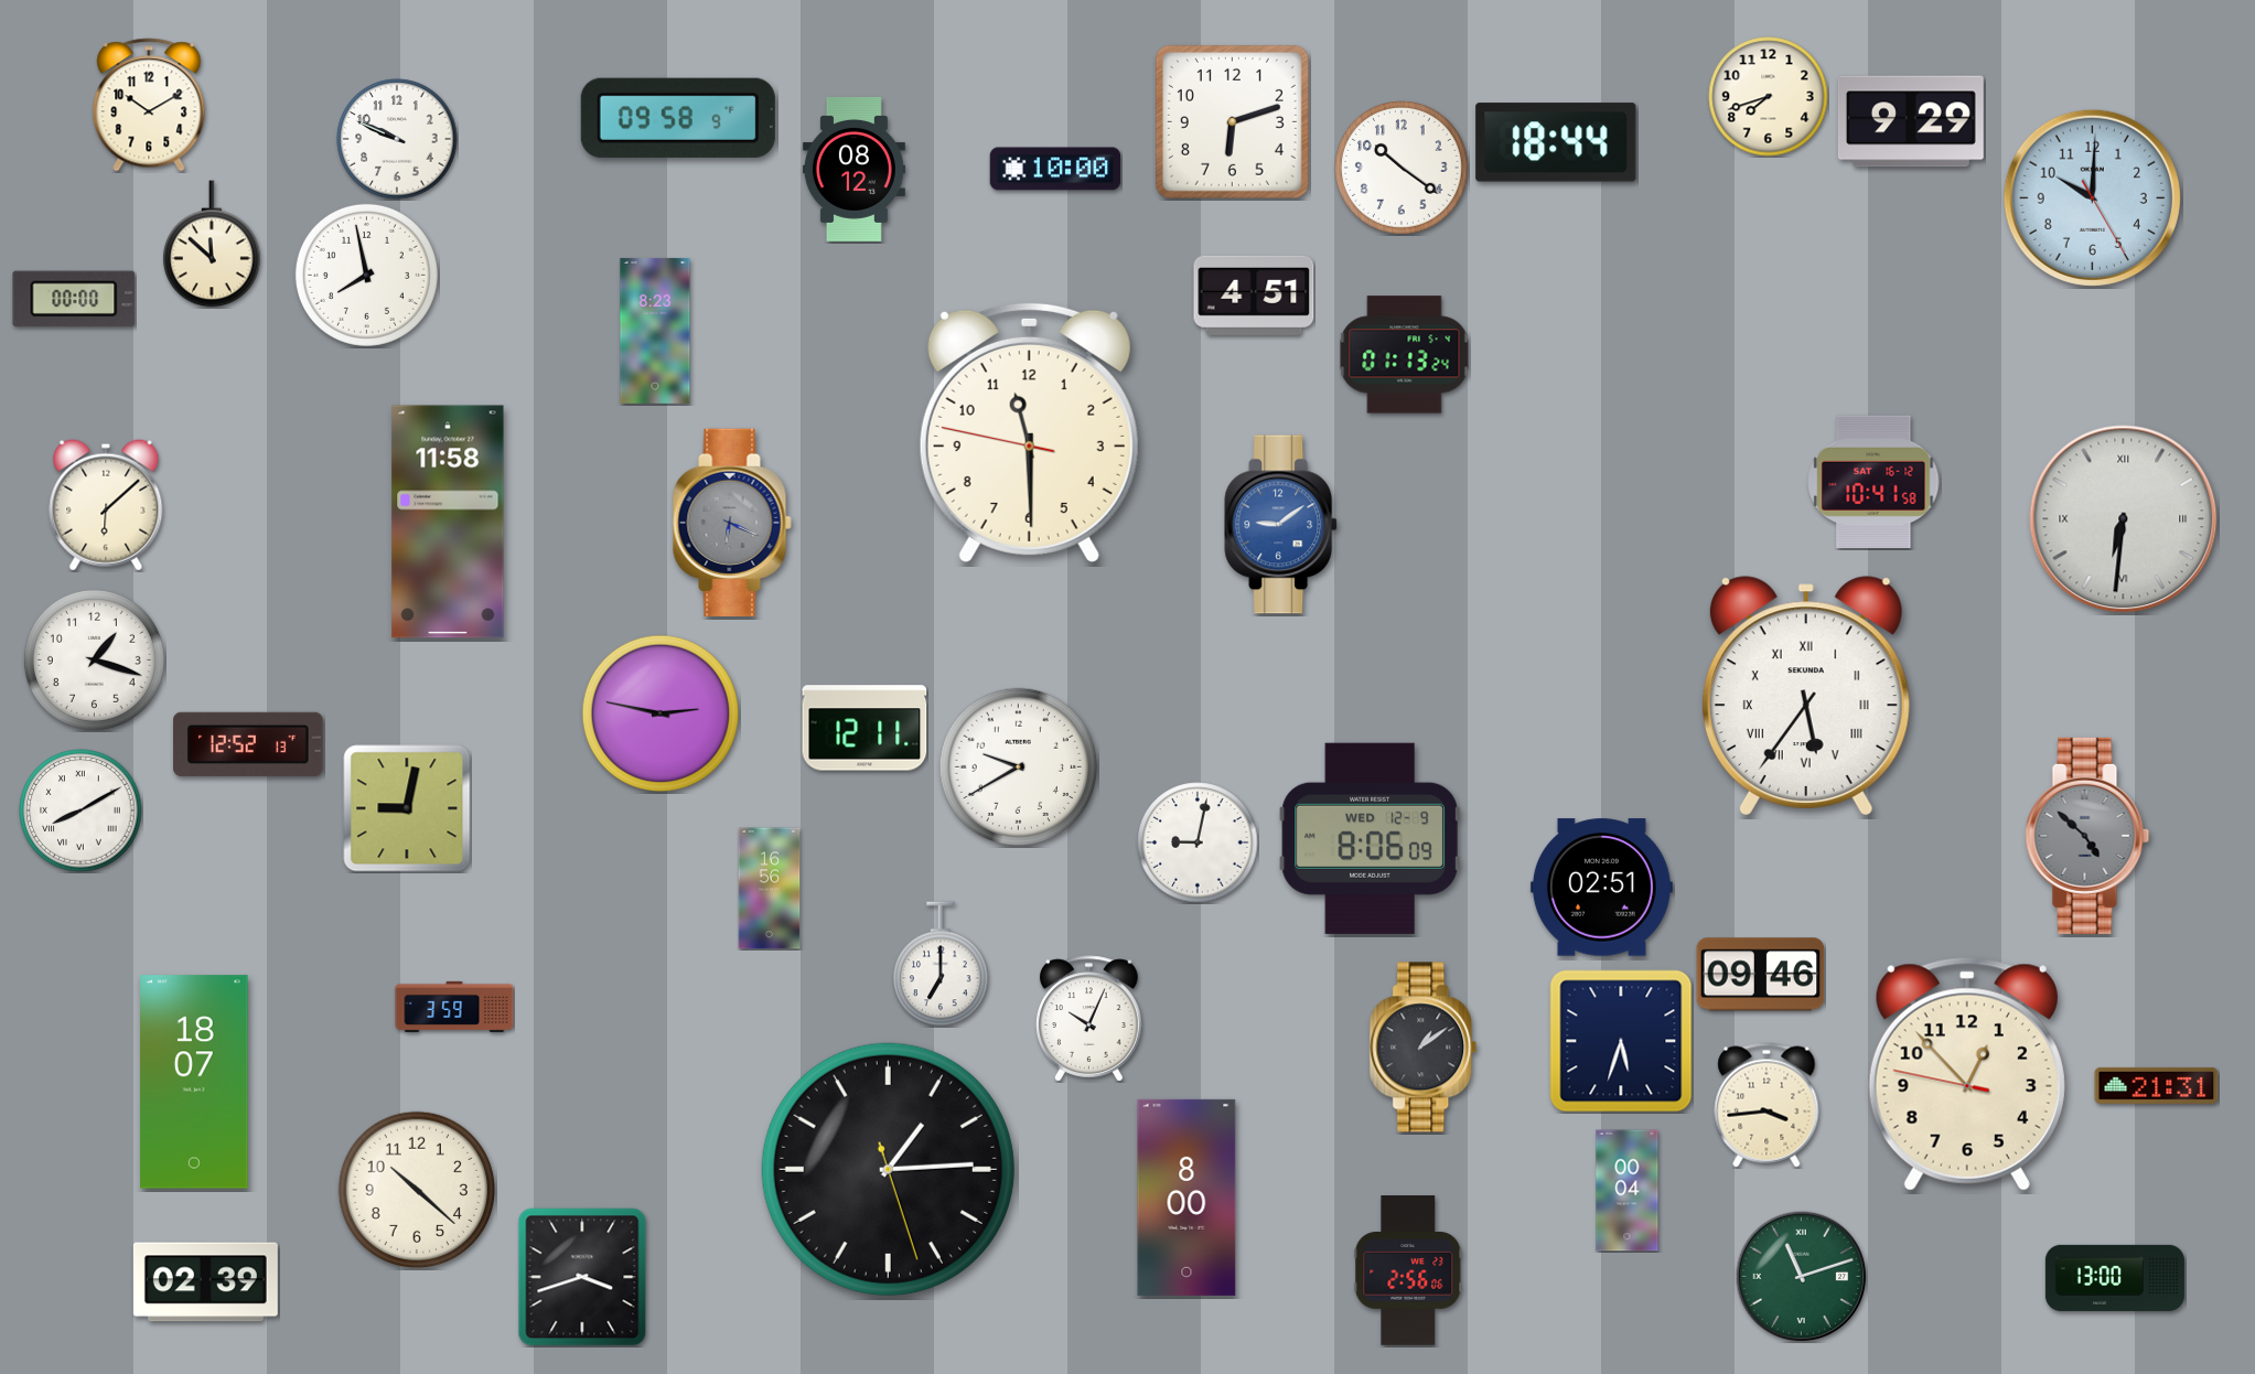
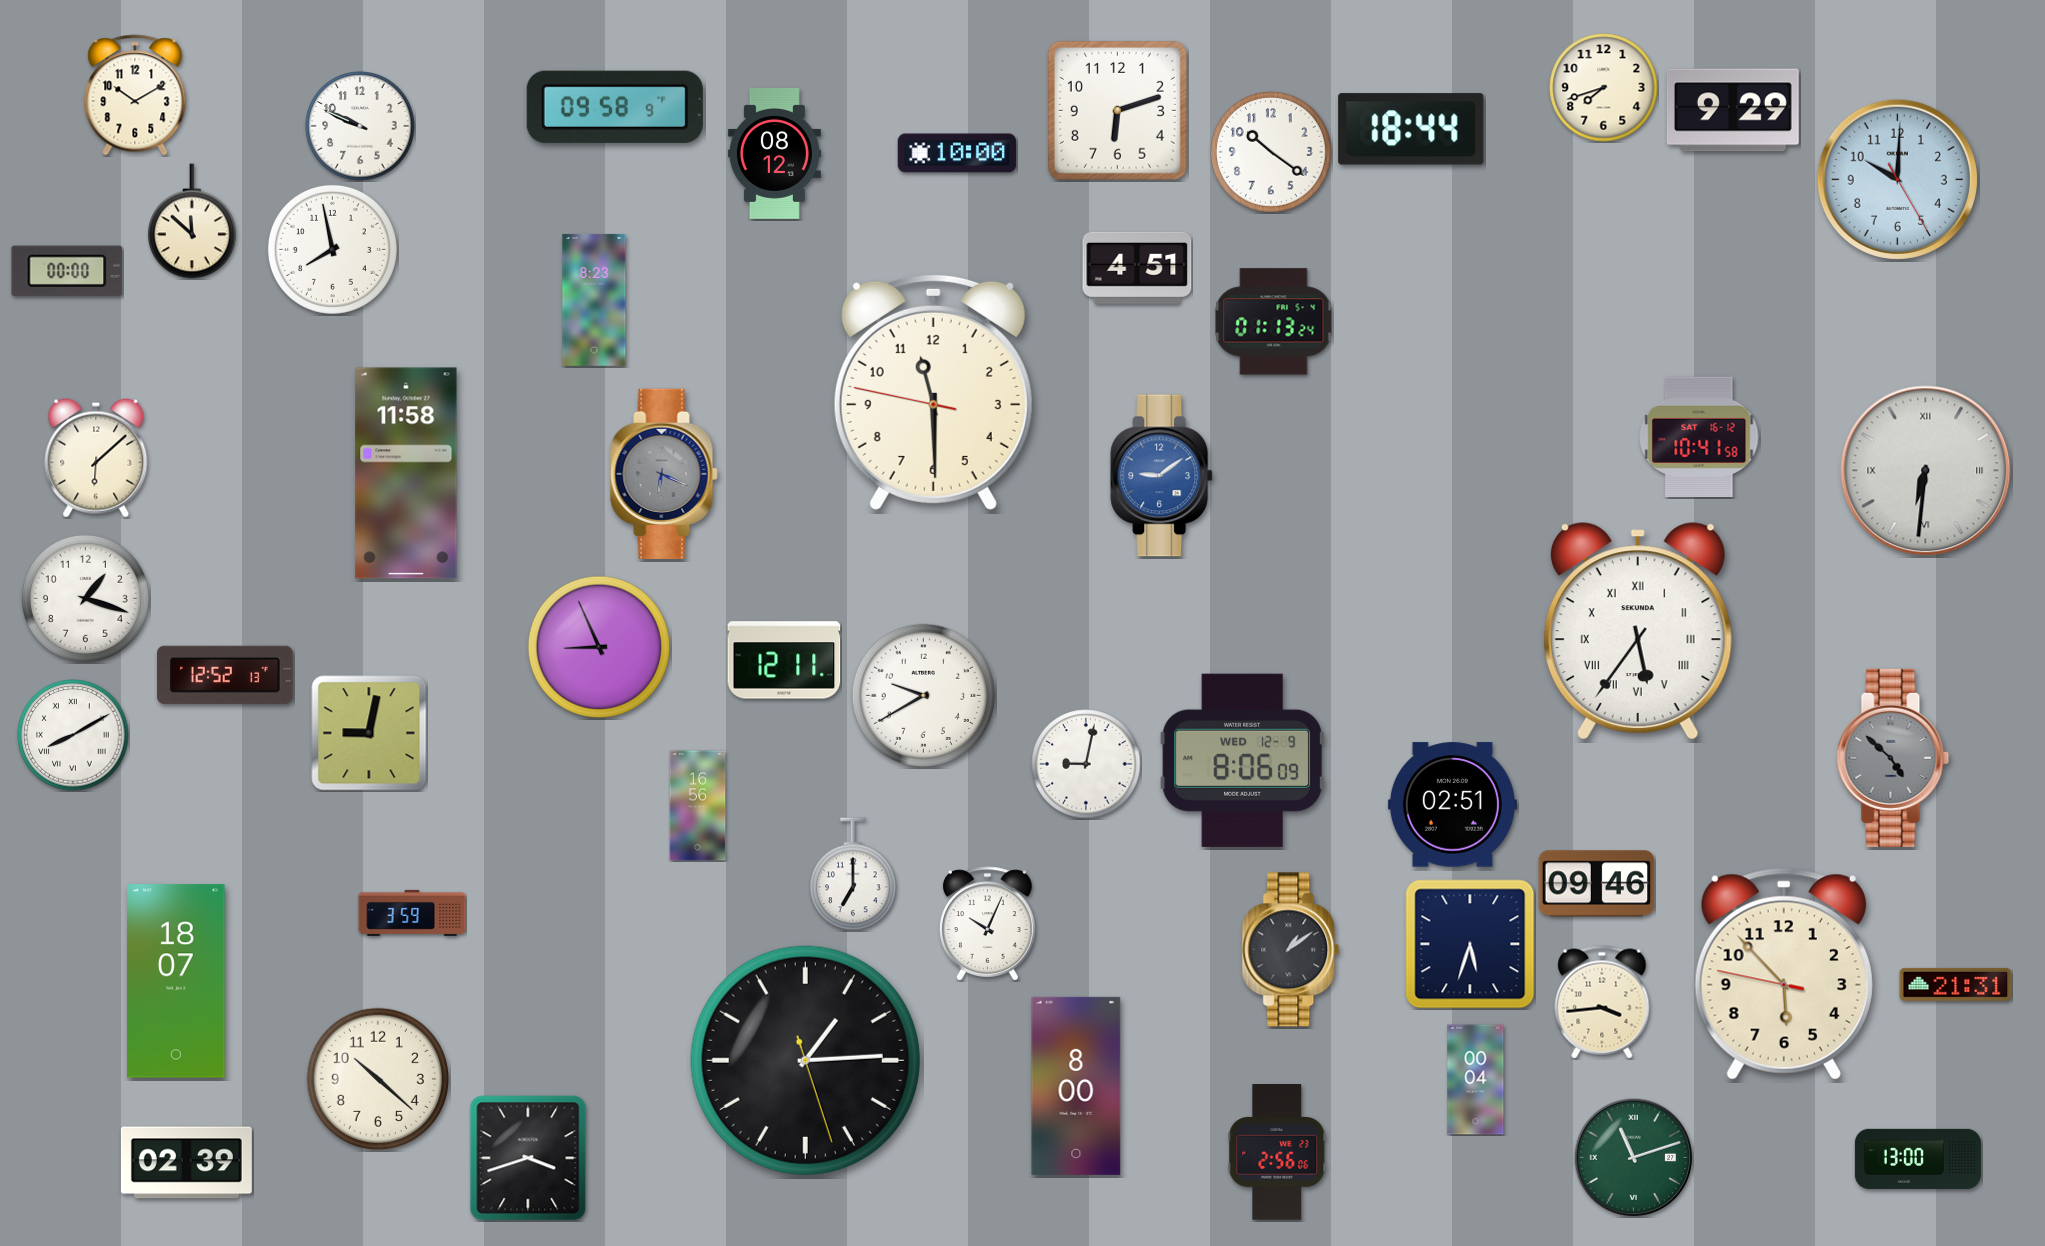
clock at (661, 713): 2:47 -> 8:56
clock at (1967, 1074): 12:52 -> 5:52
